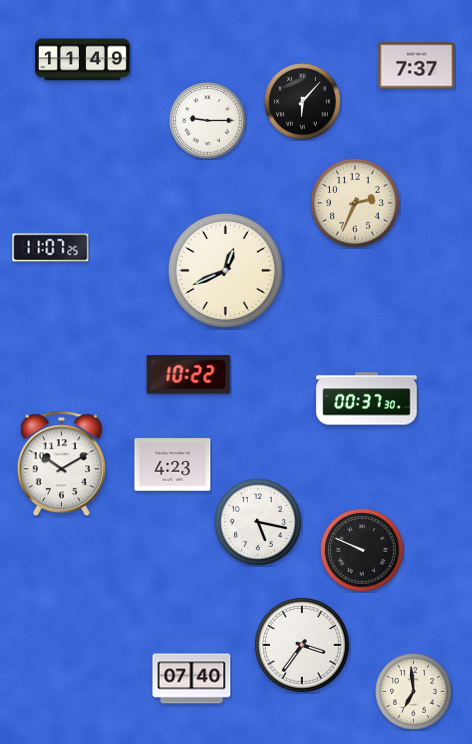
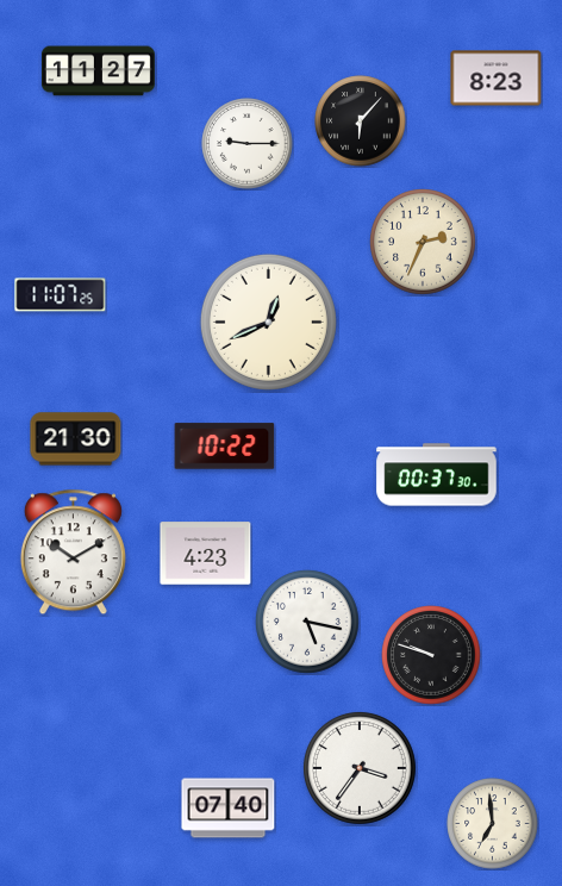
clock at (82, 60): 11:49 -> 11:27
clock at (417, 66): 7:37 -> 8:23
clock at (76, 439): none -> 21:30
clock at (362, 550): 9:49 -> 9:48
